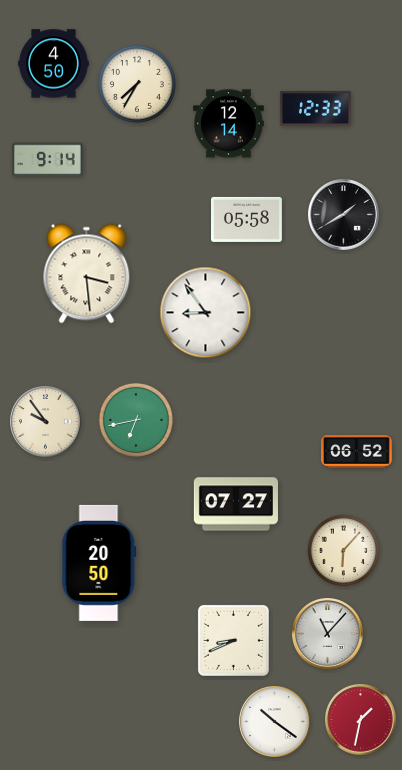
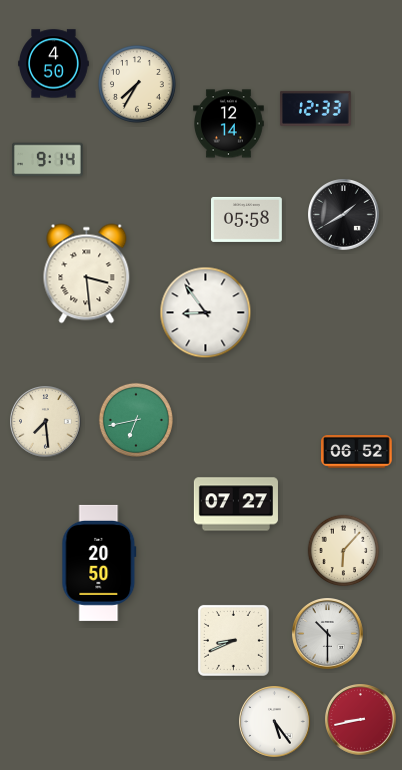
clock at (46, 422): 9:54 -> 7:29
clock at (328, 634): 11:07 -> 10:30
clock at (361, 720): 1:32 -> 8:43
clock at (275, 722): 10:21 -> 5:24
